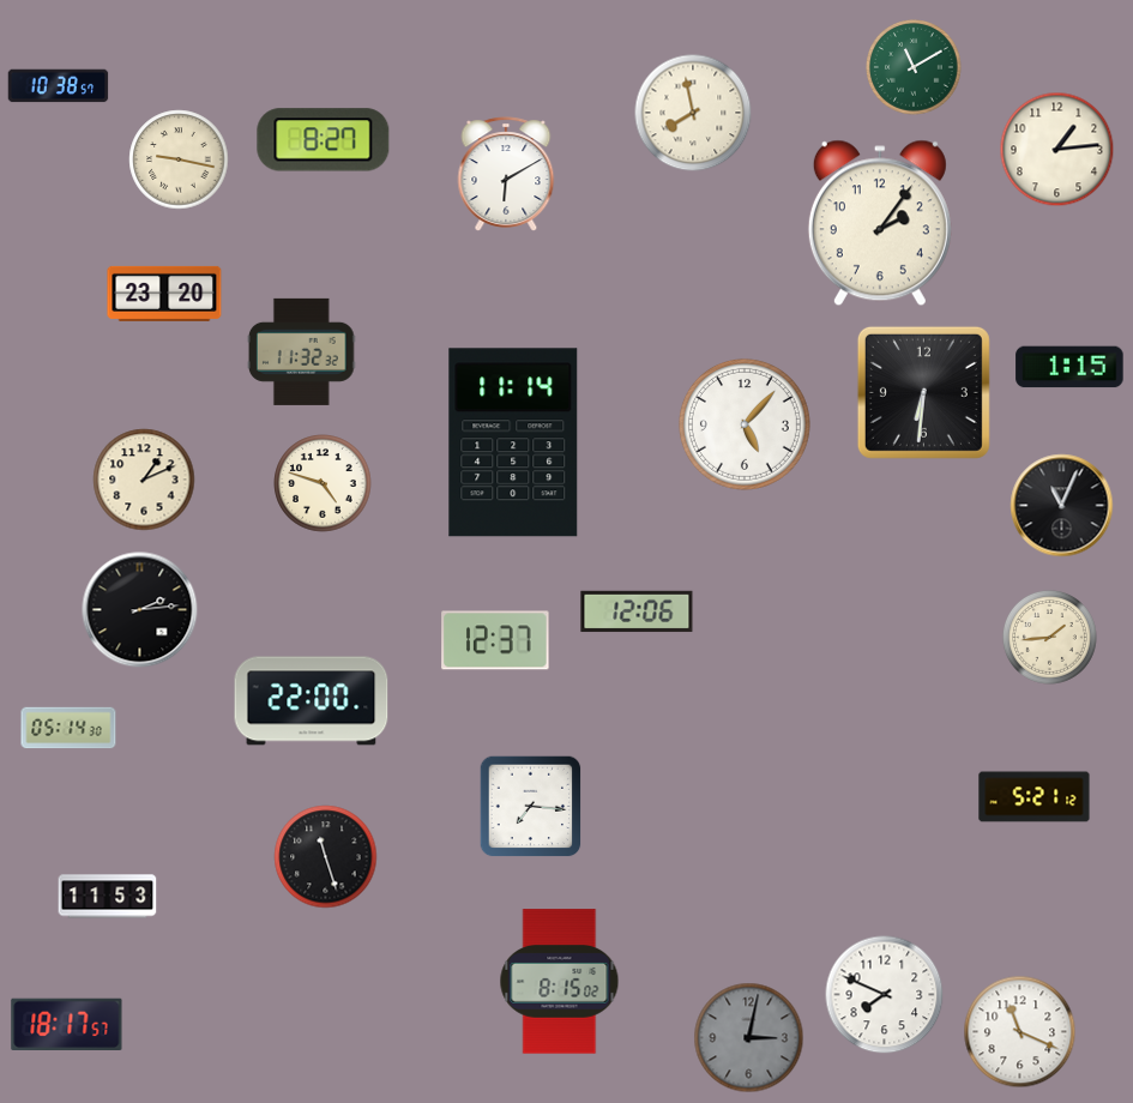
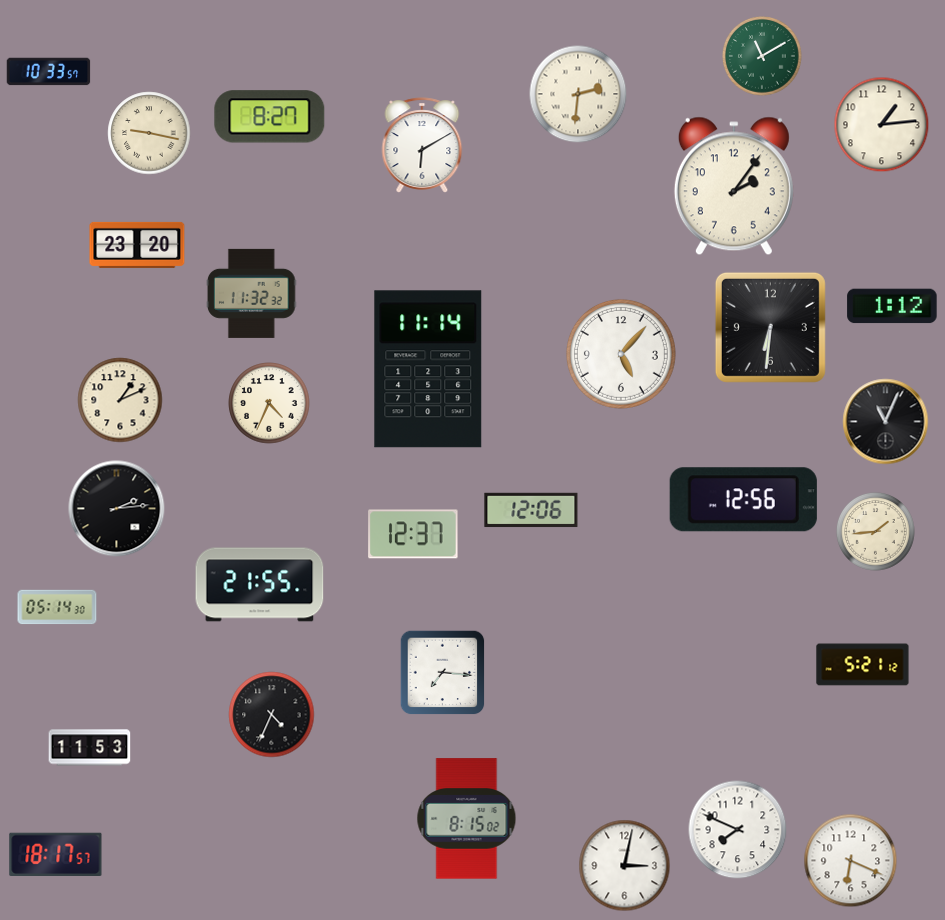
clock at (59, 86): 10:38 -> 10:33
clock at (693, 113): 7:58 -> 2:31
clock at (1069, 367): 1:15 -> 1:12
clock at (323, 483): 4:48 -> 4:34
clock at (743, 500): none -> 12:56
clock at (312, 701): 22:00 -> 21:55
clock at (326, 857): 11:27 -> 4:34
clock at (1020, 1032): 11:19 -> 6:19
clock at (749, 1038) dial: grey -> white
